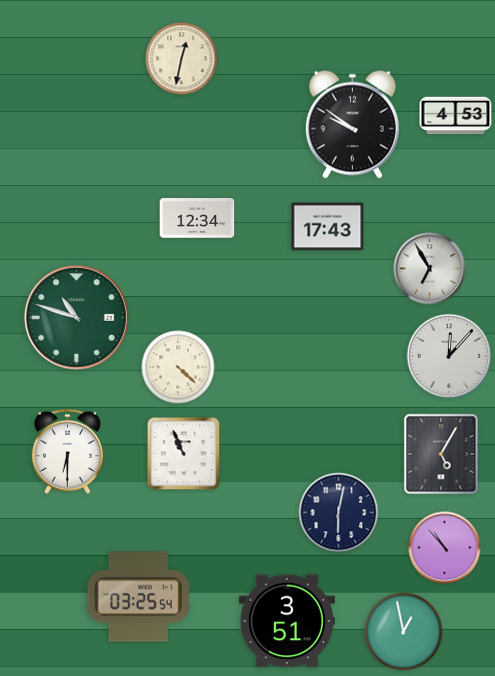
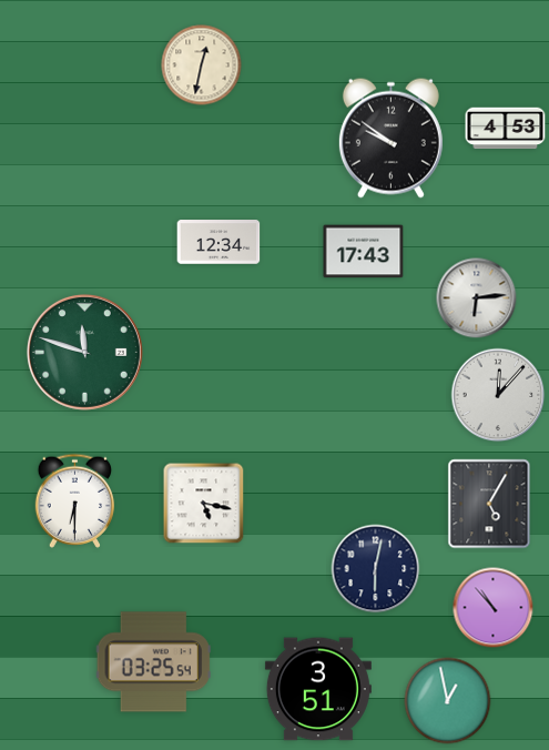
clock at (430, 269): 6:55 -> 6:14
clock at (76, 317): 10:48 -> 11:48
clock at (178, 367): 4:22 -> none
clock at (184, 454): 10:56 -> 5:17
